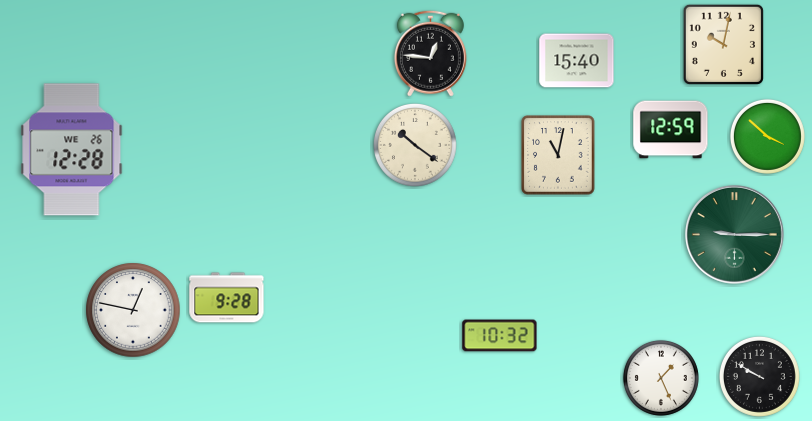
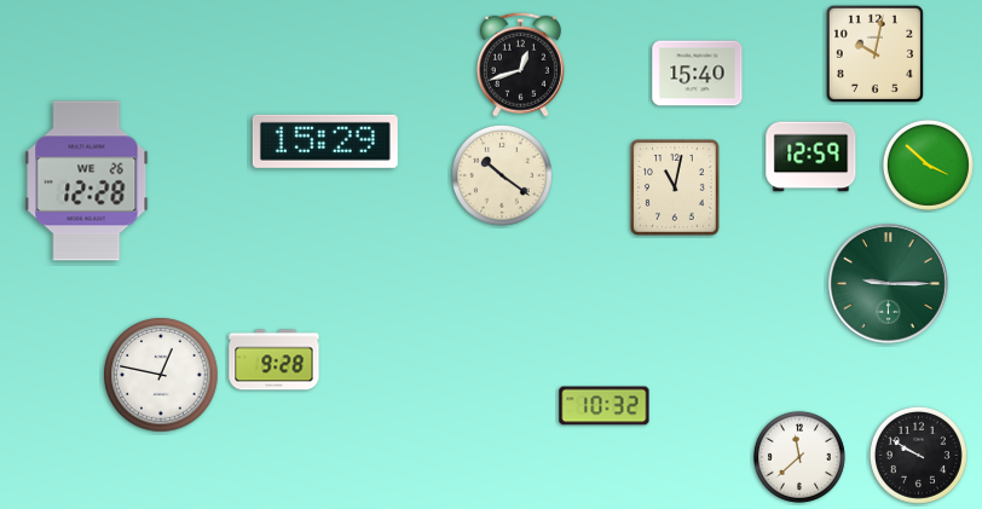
clock at (430, 53): 12:46 -> 12:42
clock at (325, 141): none -> 15:29
clock at (661, 378): 1:26 -> 11:38
